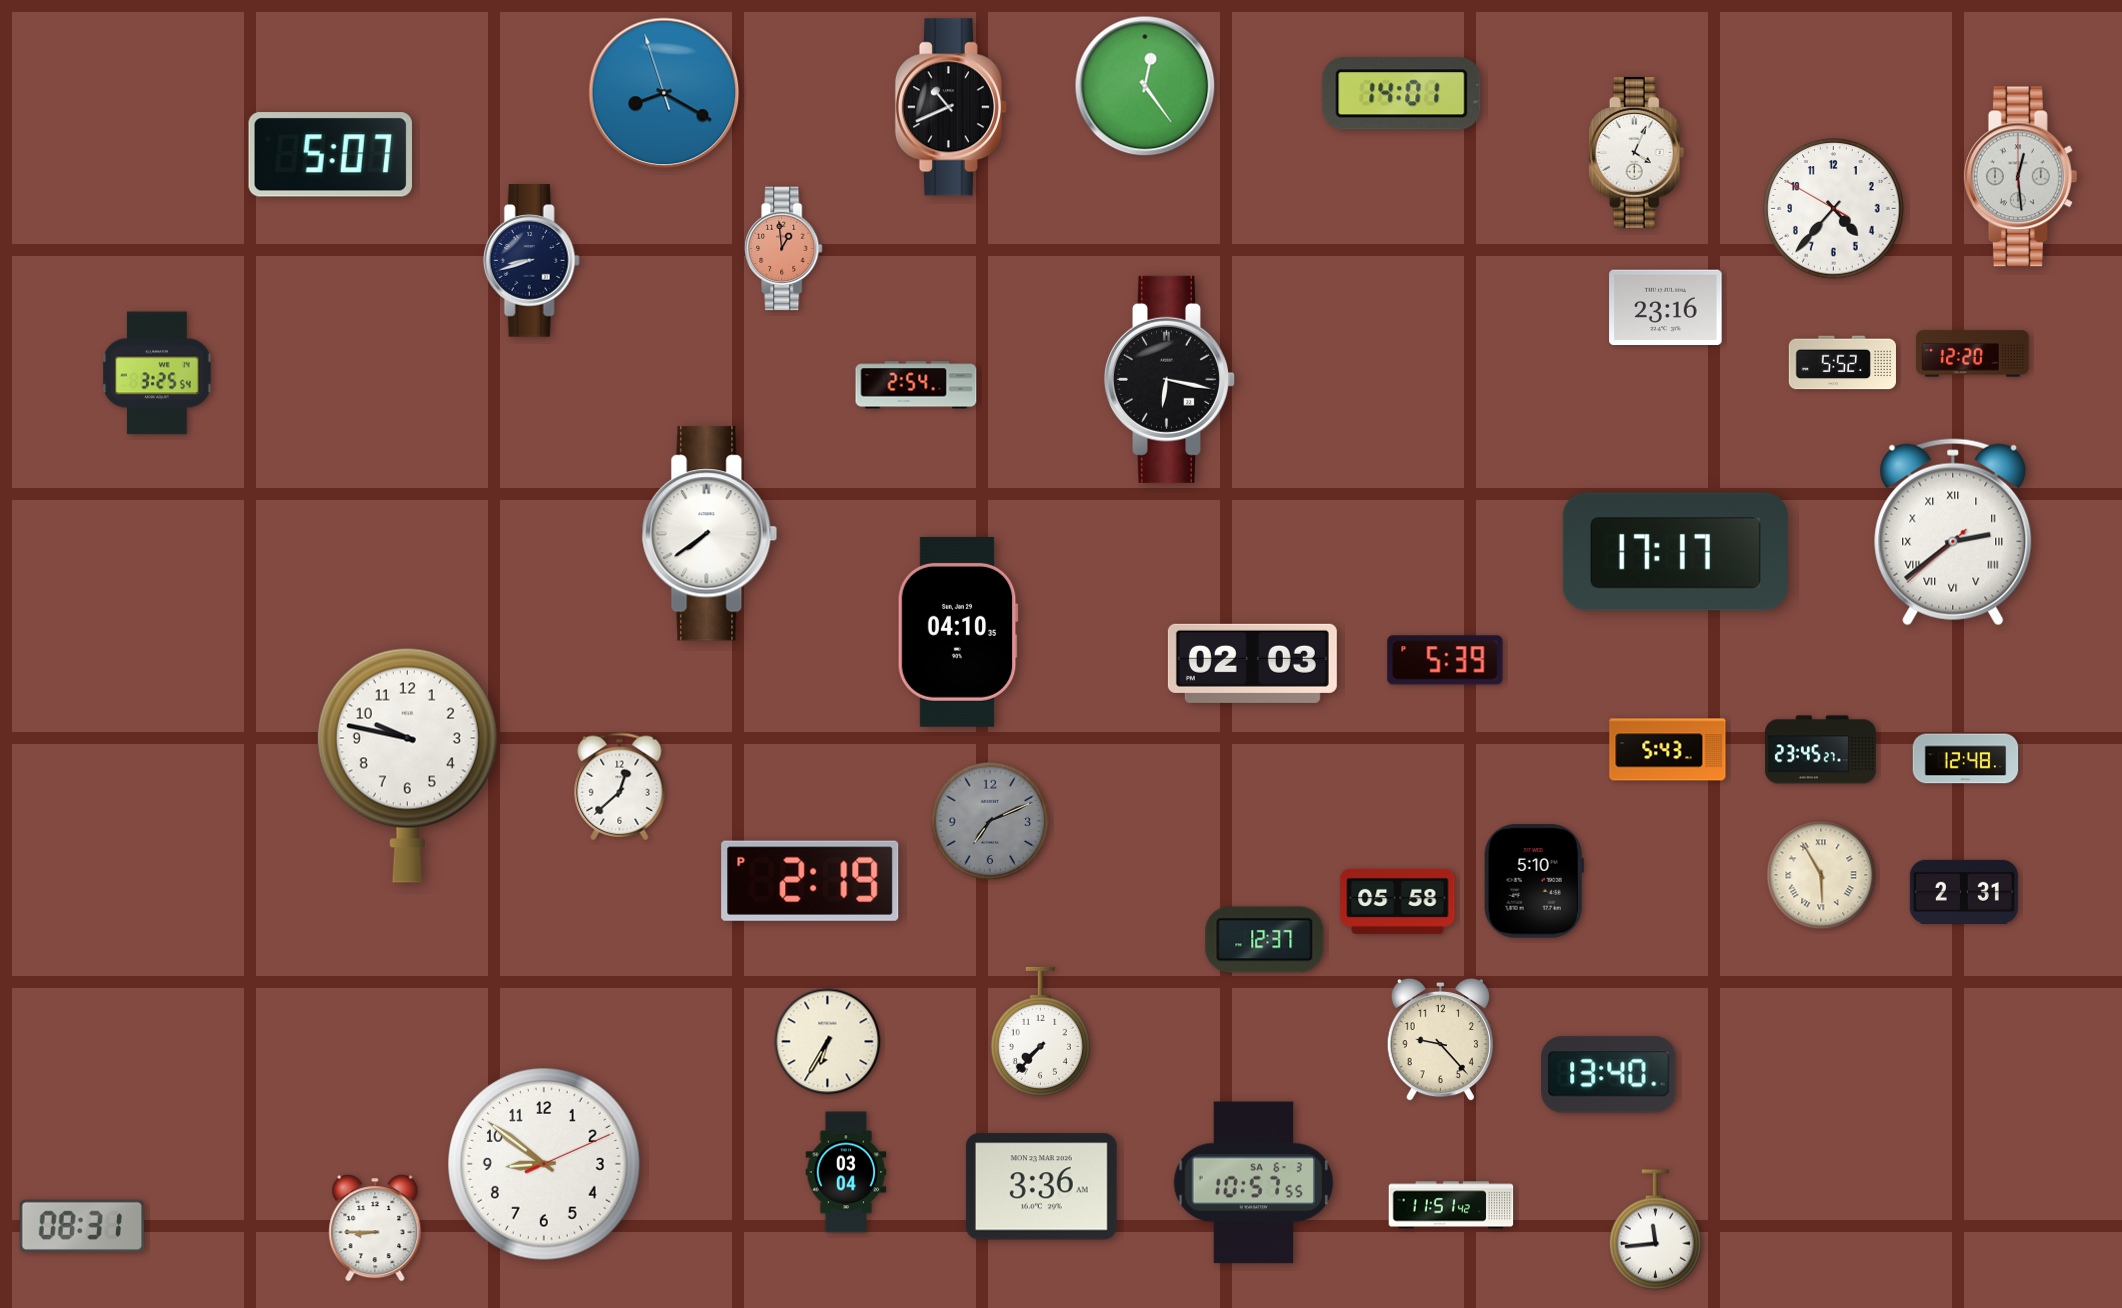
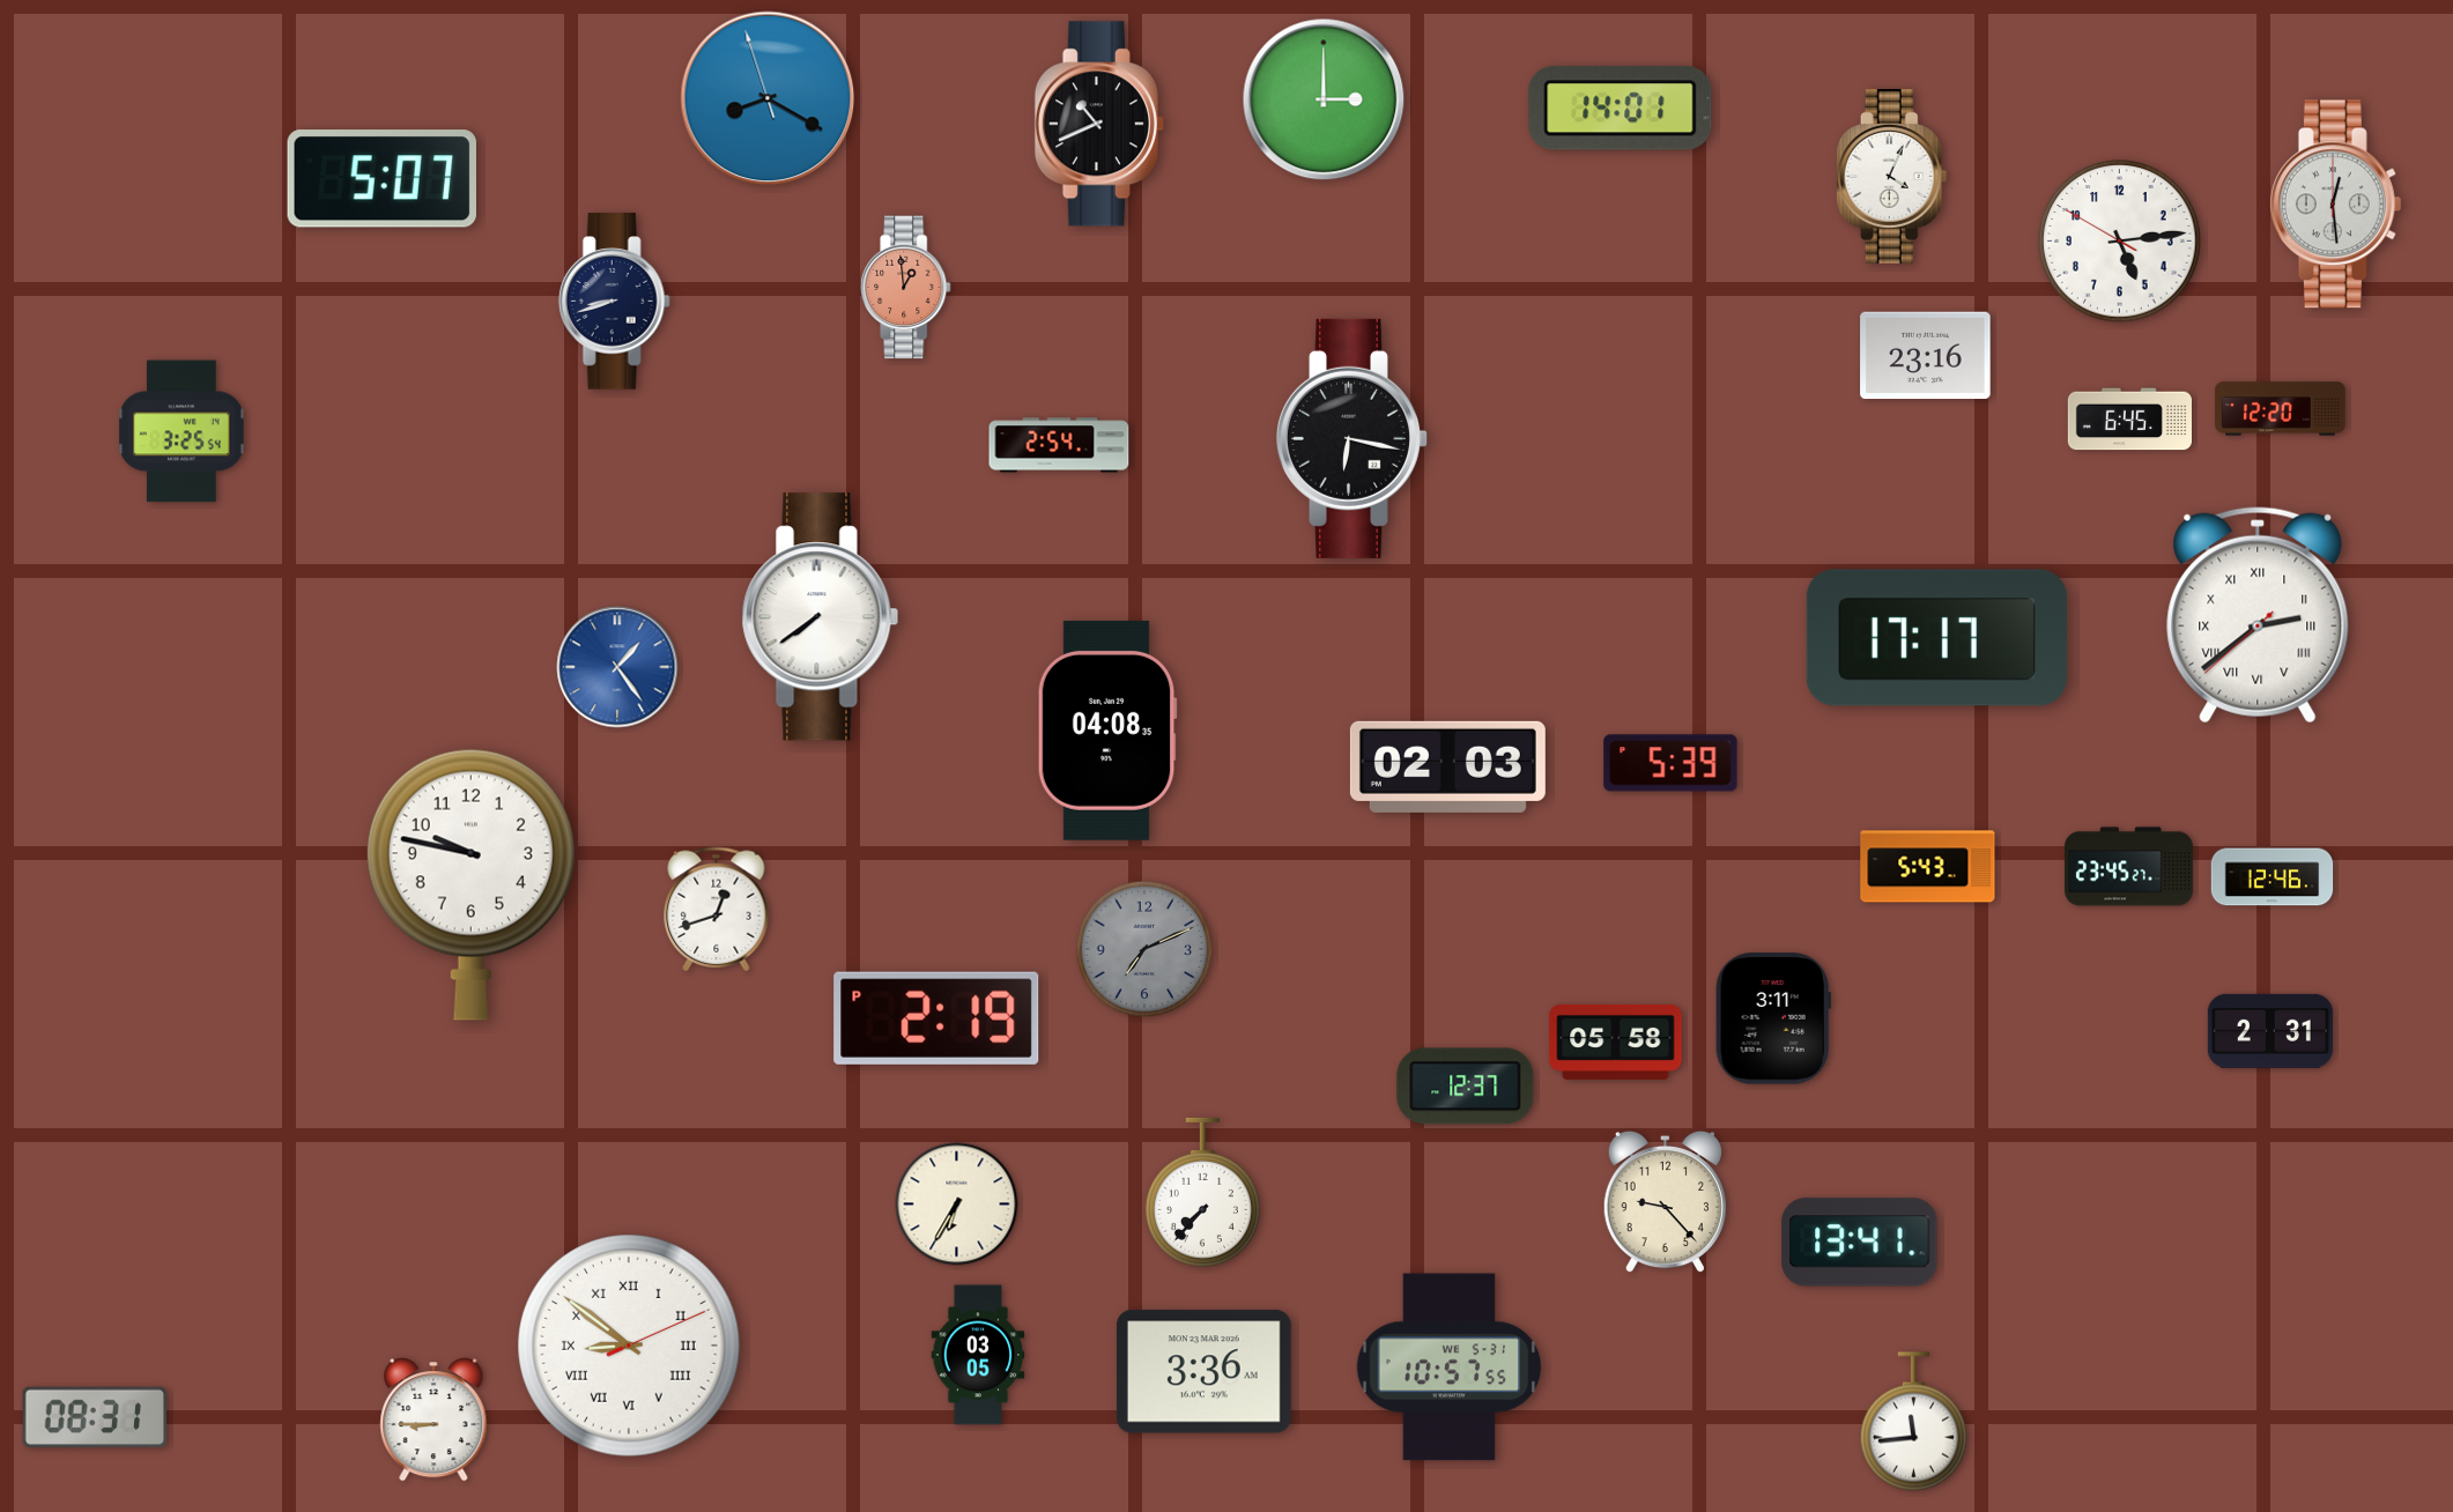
clock at (1145, 86): 12:24 -> 3:00
clock at (664, 93) position: (664, 93) -> (768, 98)
clock at (1834, 209): 4:36 -> 5:13
clock at (1842, 363): 5:52 -> 6:45
clock at (617, 667): none -> 1:24
clock at (958, 632): 04:10 -> 04:08
clock at (1821, 750) position: (1821, 750) -> (2129, 867)
clock at (1966, 759): 12:48 -> 12:46
clock at (620, 787): 12:38 -> 12:42
clock at (1821, 875): 5:55 -> none
clock at (1534, 881): 5:10 -> 3:11
clock at (1265, 940) position: (1265, 940) -> (1466, 1087)
clock at (1609, 1075): 13:40 -> 13:41
clock at (544, 1164) numerals: Arabic -> Roman
clock at (846, 1172): 03:04 -> 03:05
clock at (1254, 1183) date: SA 6-3 -> WE 5-31
clock at (1451, 1205): 11:51 -> none
